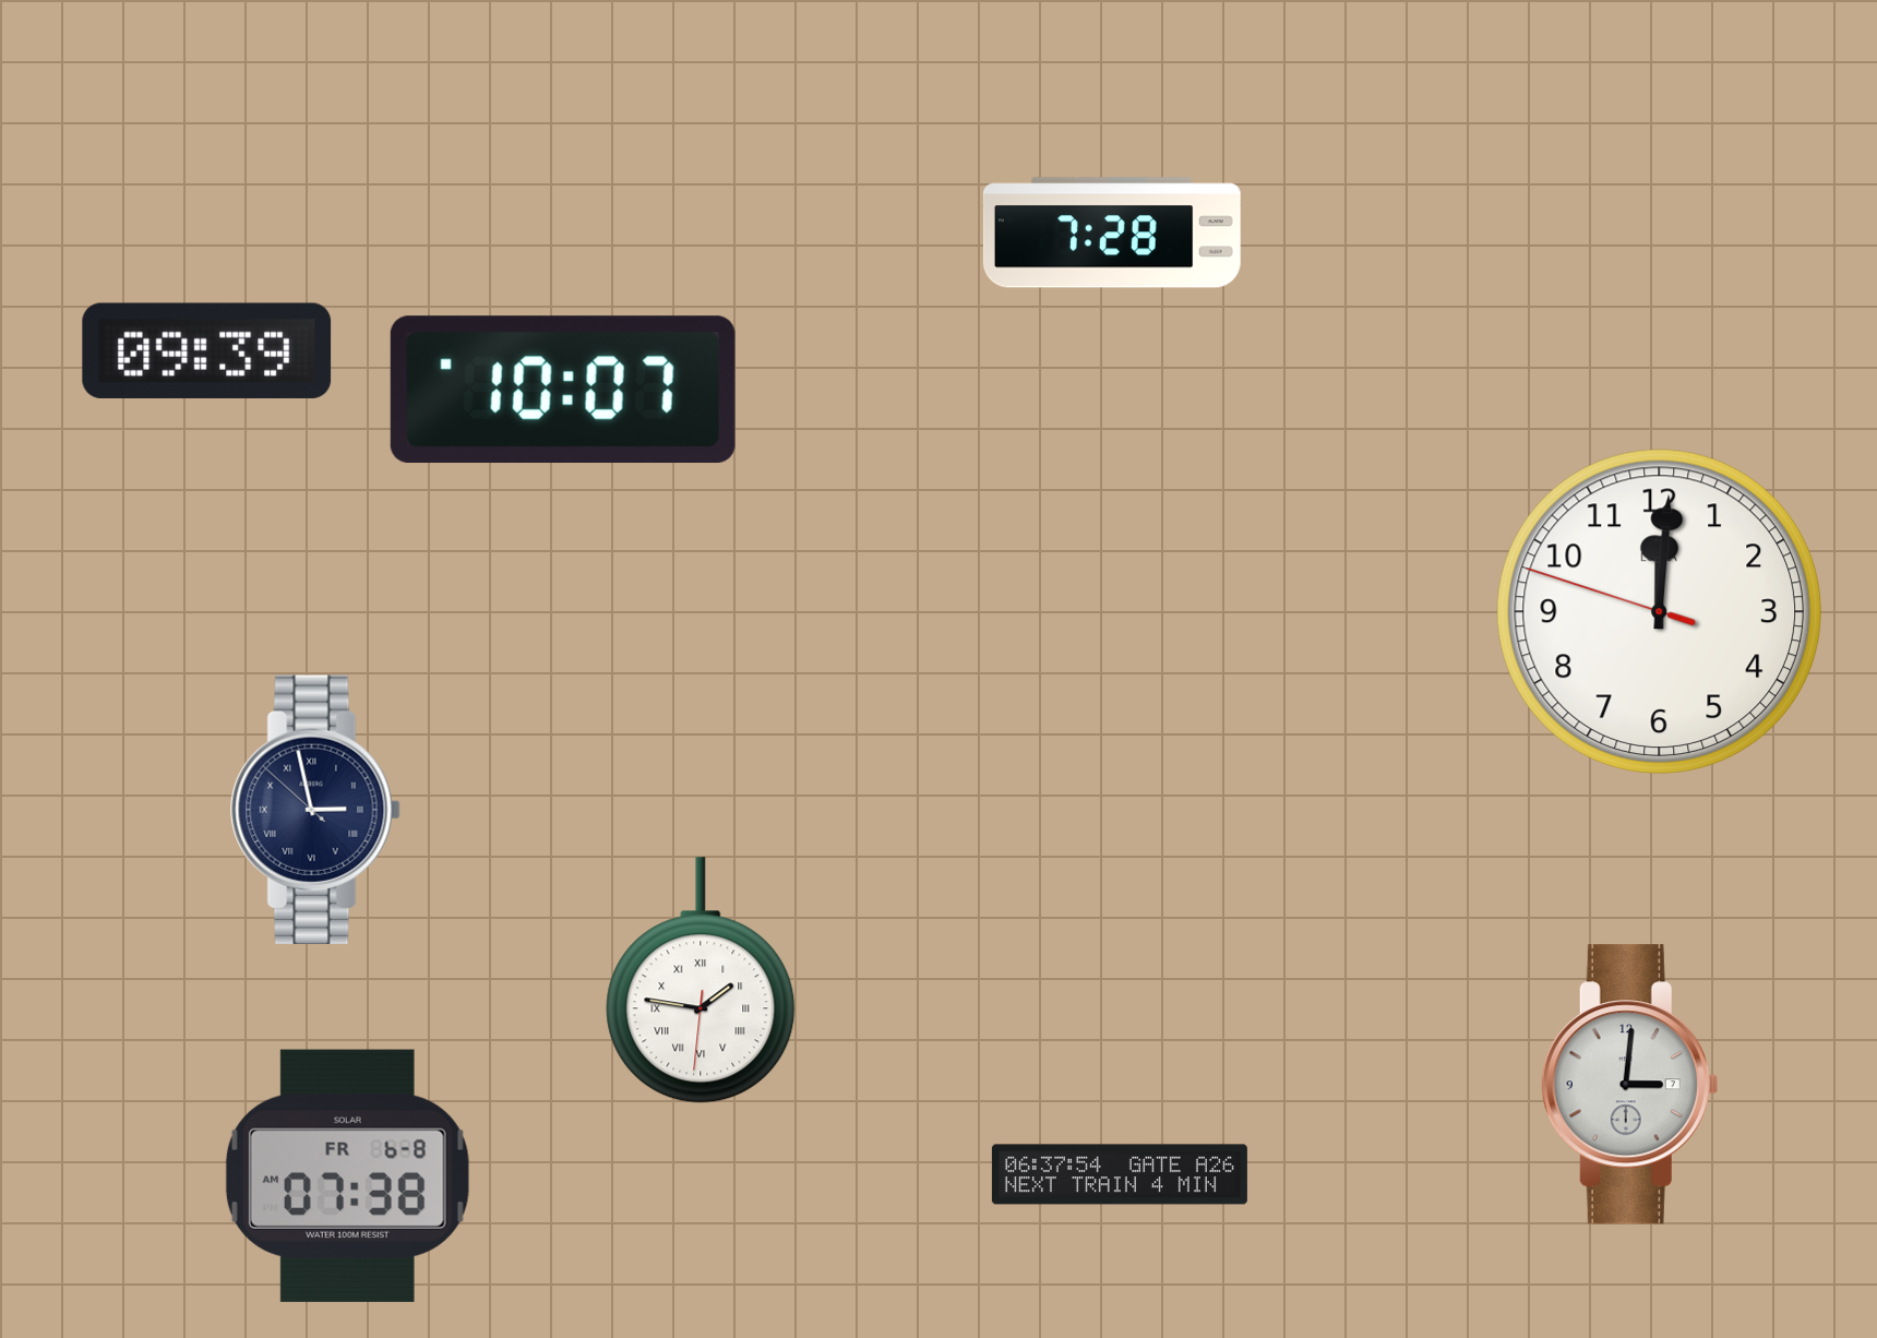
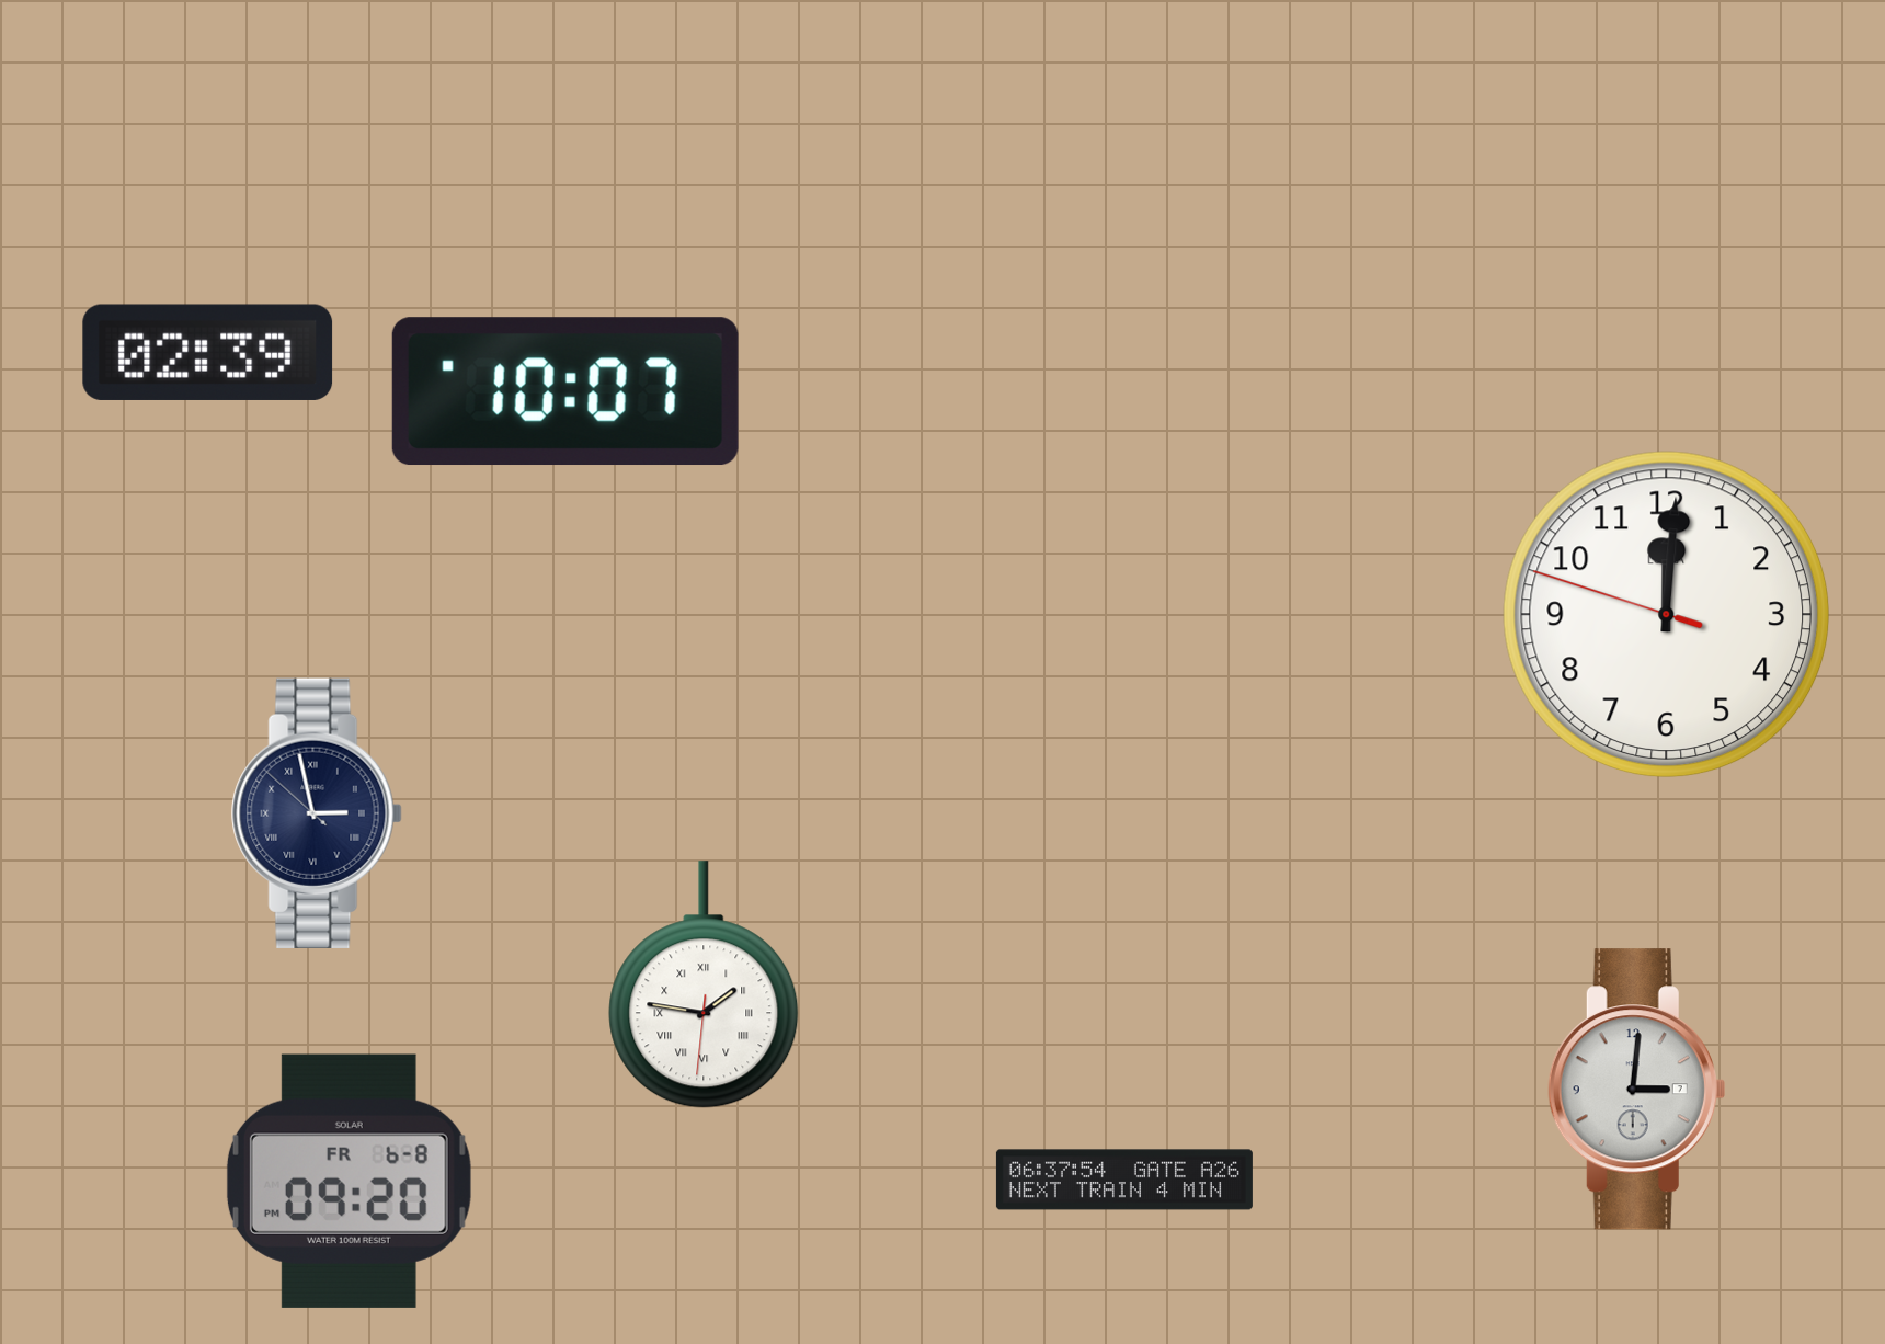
clock at (1112, 232): 7:28 -> none
clock at (207, 350): 09:39 -> 02:39
clock at (347, 1175): 07:38 -> 09:20
